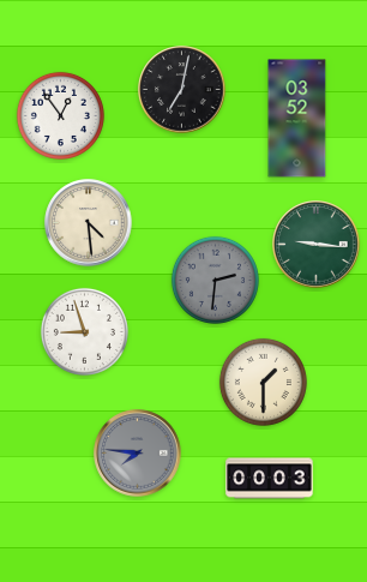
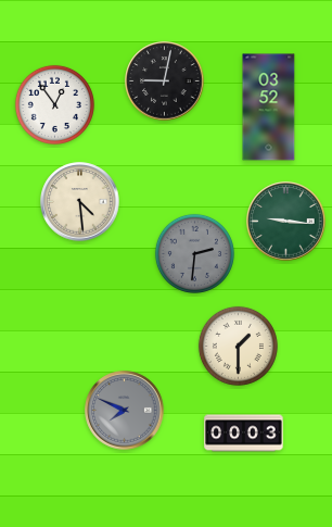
clock at (182, 90): 7:02 -> 9:02
clock at (84, 331): 8:57 -> none
clock at (138, 454): 7:46 -> 7:49
